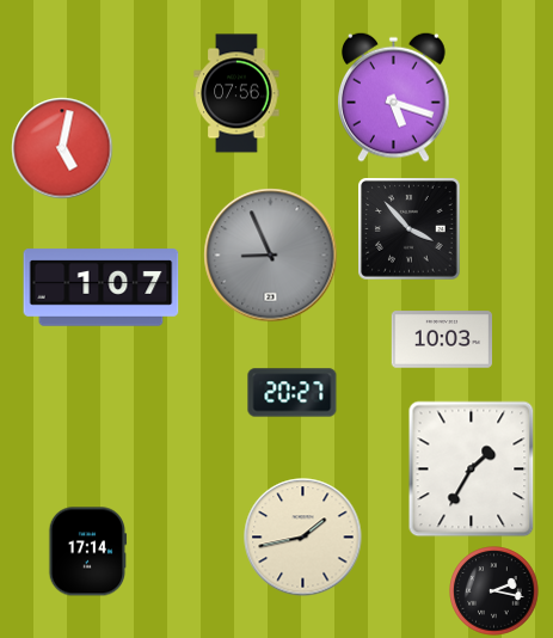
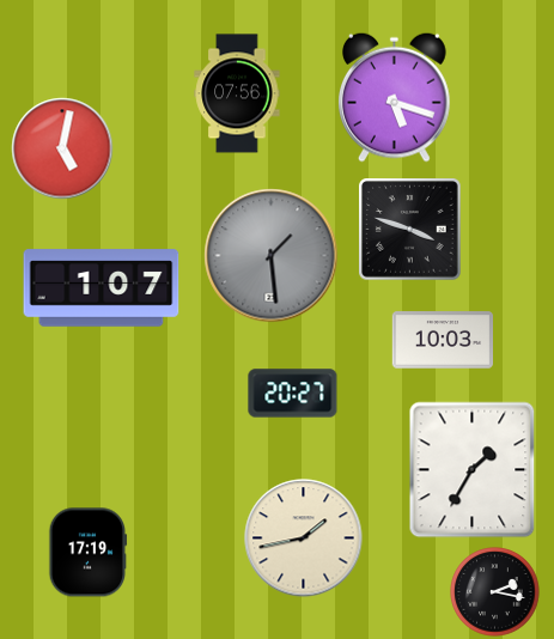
clock at (410, 229): 3:53 -> 3:48
clock at (271, 256): 8:56 -> 1:29
clock at (88, 552): 17:14 -> 17:19
